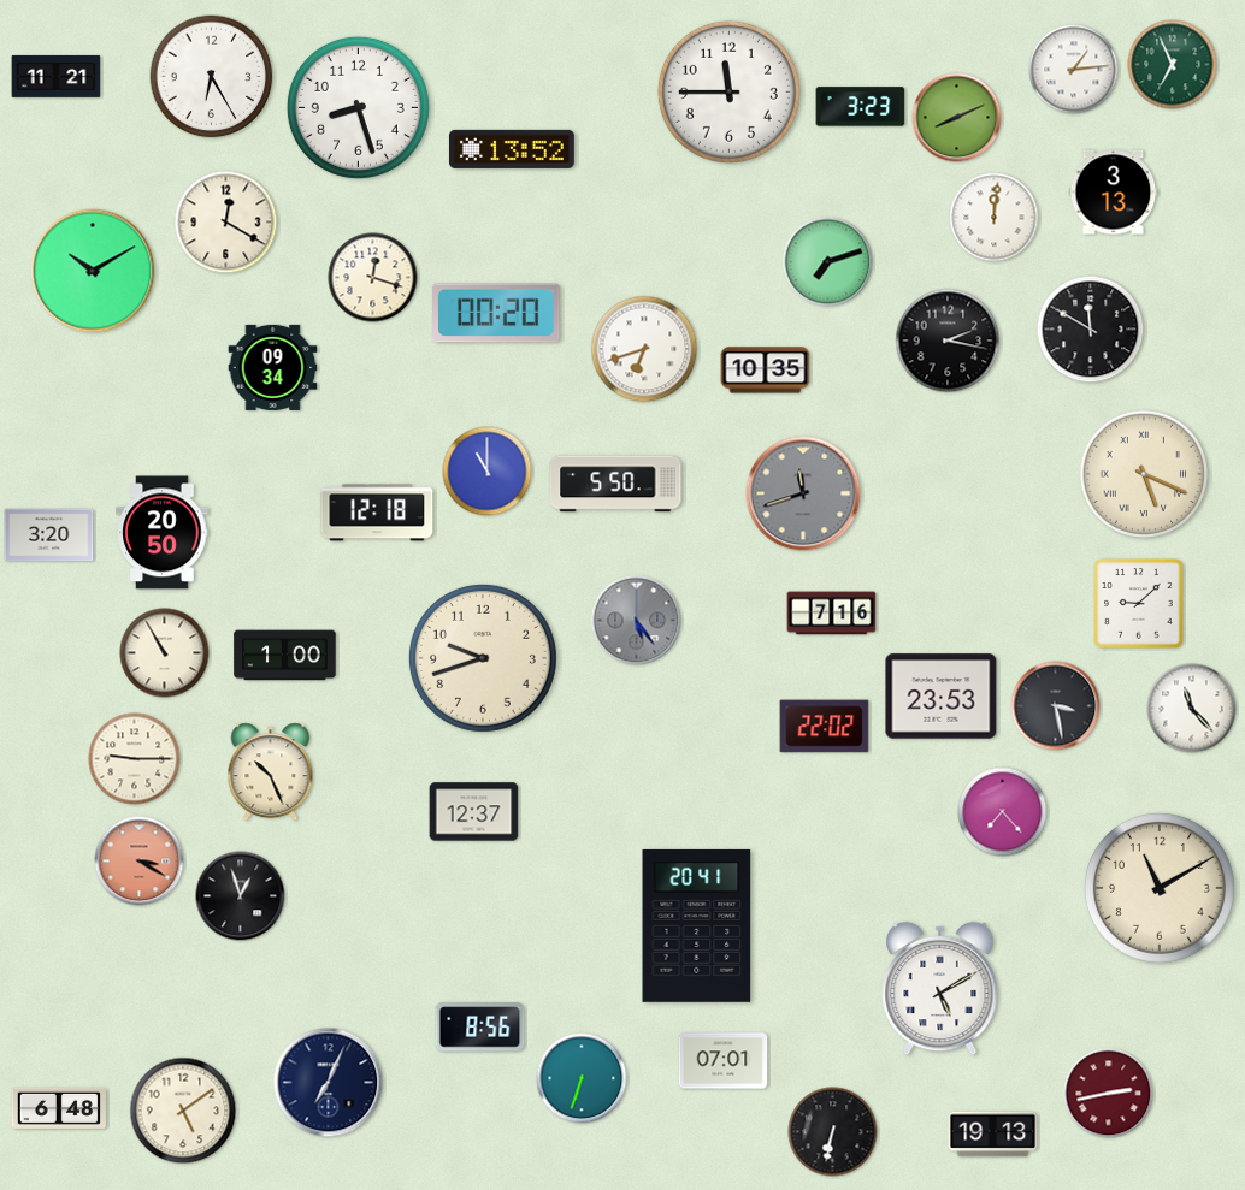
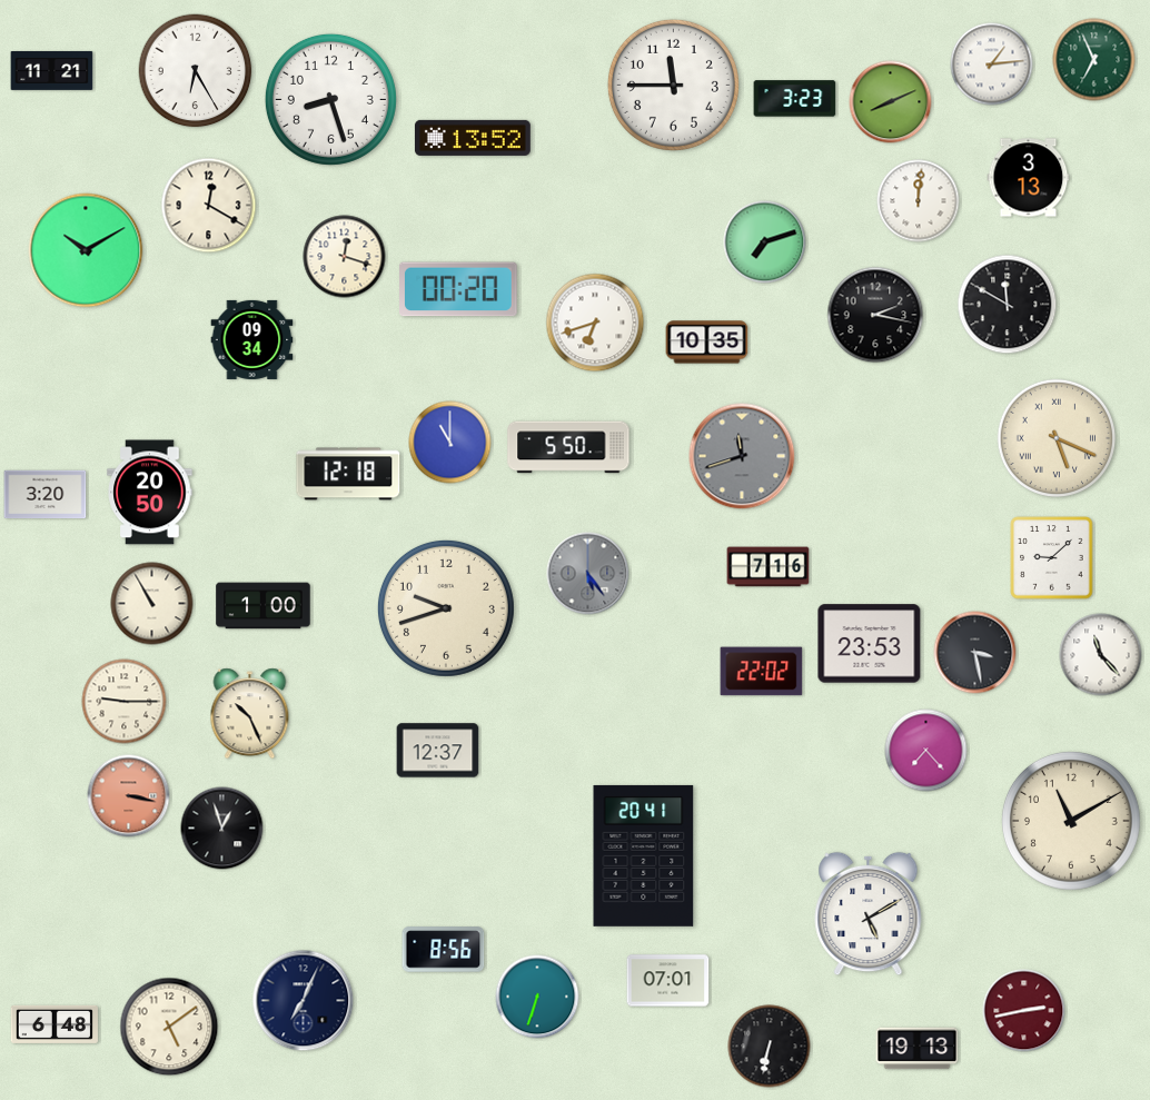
clock at (1173, 65) position: (1173, 65) -> (1094, 60)
clock at (957, 118) position: (957, 118) -> (891, 102)
clock at (488, 472) position: (488, 472) -> (450, 443)
clock at (140, 862): 3:20 -> 3:17
